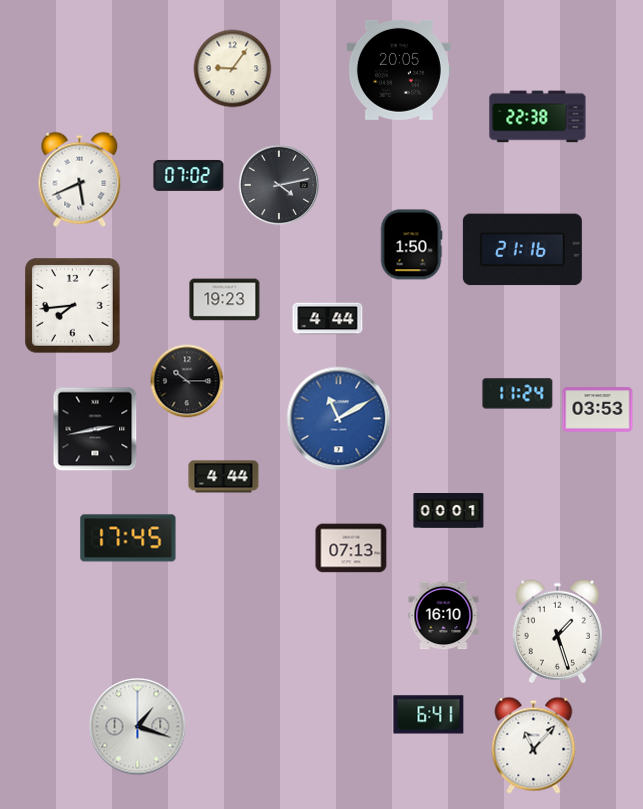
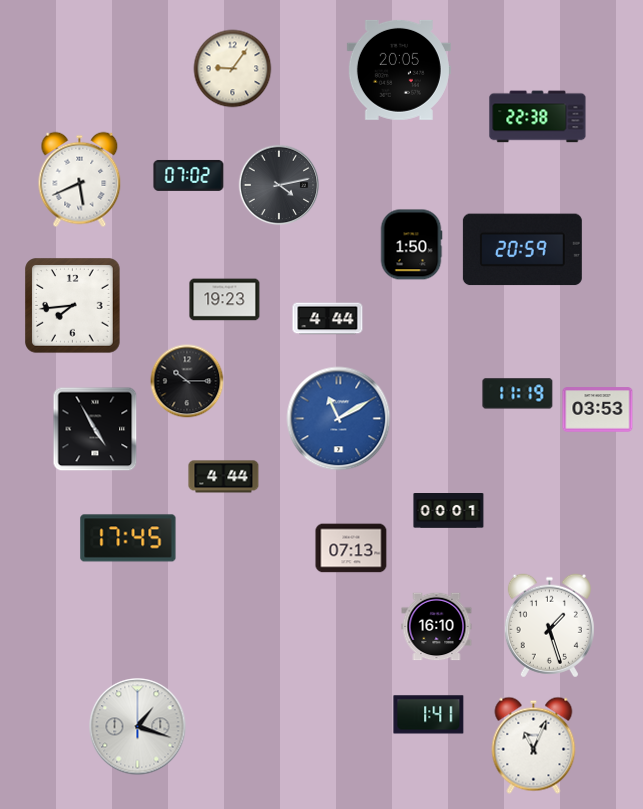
clock at (522, 250): 21:16 -> 20:59
clock at (518, 394): 11:24 -> 11:19
clock at (95, 429): 2:43 -> 4:55
clock at (444, 616) position: (444, 616) -> (437, 627)
clock at (557, 632) position: (557, 632) -> (549, 626)
clock at (429, 715): 6:41 -> 1:41
clock at (534, 745): 11:07 -> 11:04
